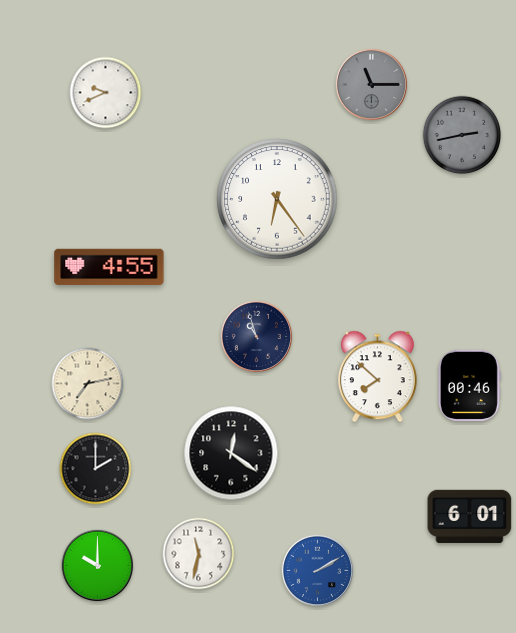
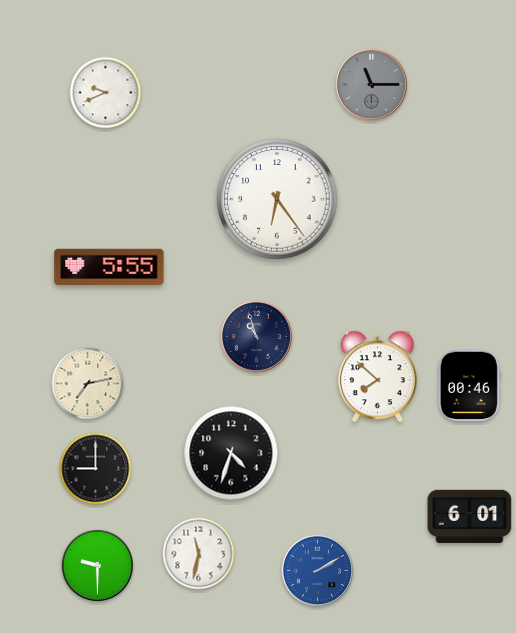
clock at (462, 135): 2:43 -> none
clock at (109, 266): 4:55 -> 5:55
clock at (231, 453): 12:21 -> 4:33
clock at (96, 469): 2:00 -> 9:00
clock at (98, 566): 10:00 -> 9:30
